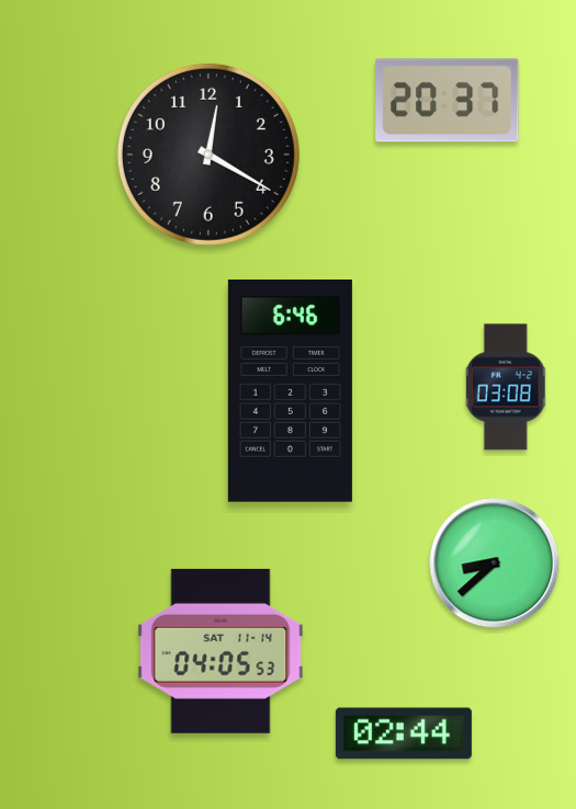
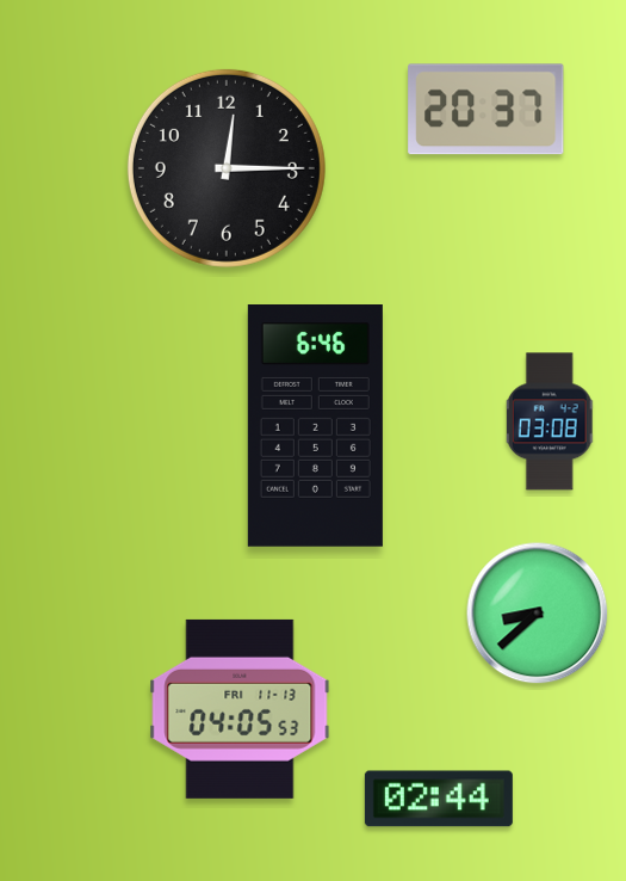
clock at (208, 155): 12:20 -> 12:15
clock at (221, 651) date: SAT 11-14 -> FRI 11-13
